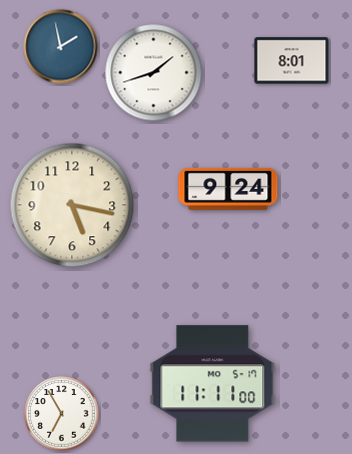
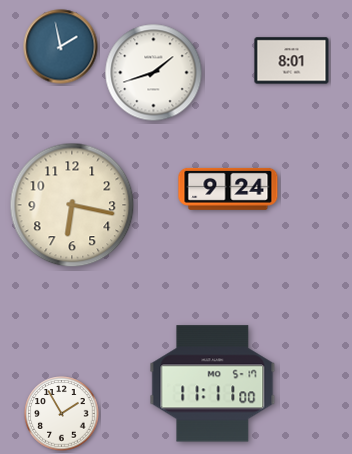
clock at (72, 205): 5:17 -> 6:17
clock at (62, 414): 6:55 -> 1:55
